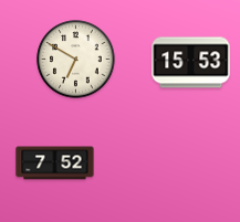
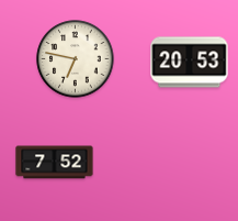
clock at (76, 60): 6:50 -> 6:47
clock at (191, 63): 15:53 -> 20:53
